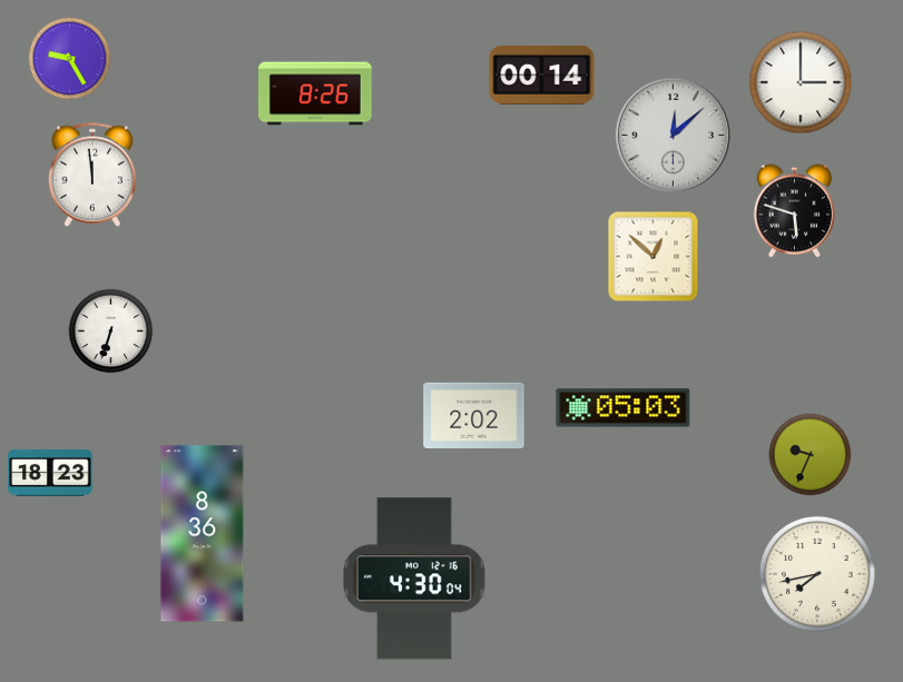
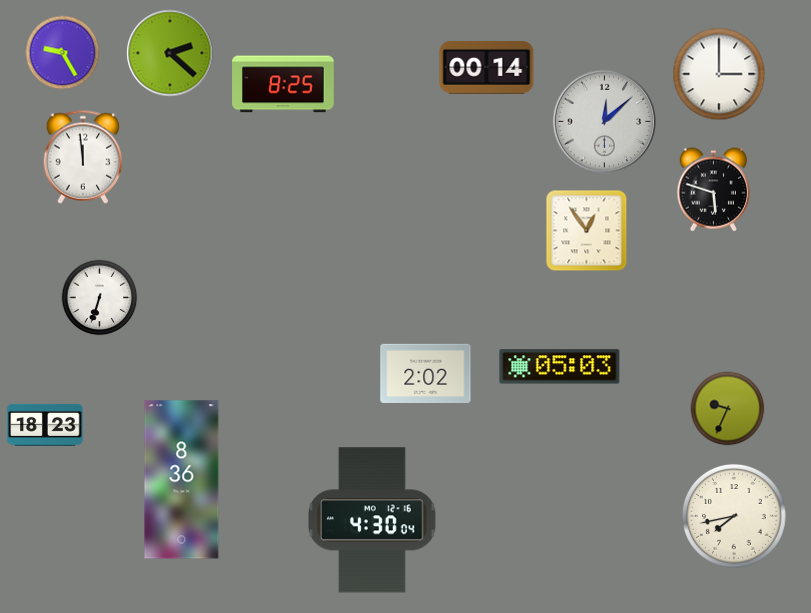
clock at (170, 53): none -> 2:22
clock at (315, 93): 8:26 -> 8:25
clock at (654, 257): 12:52 -> 12:54
